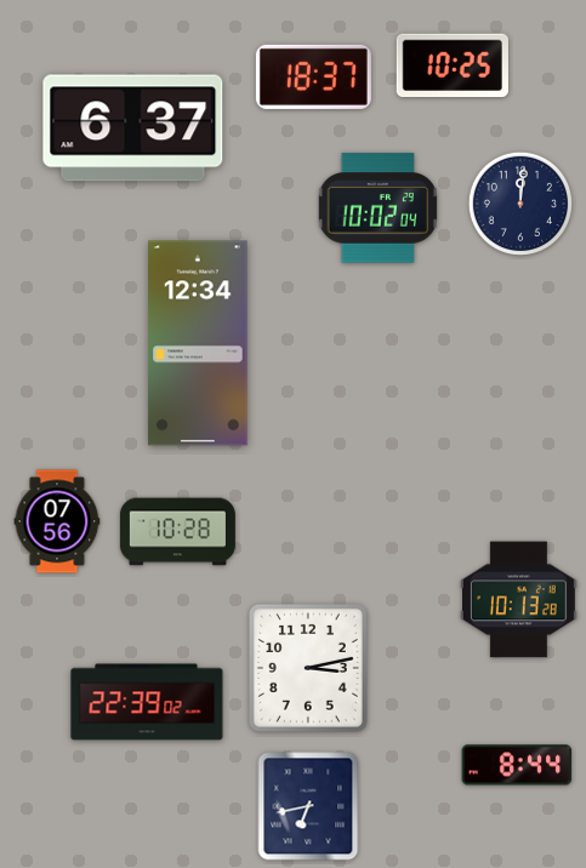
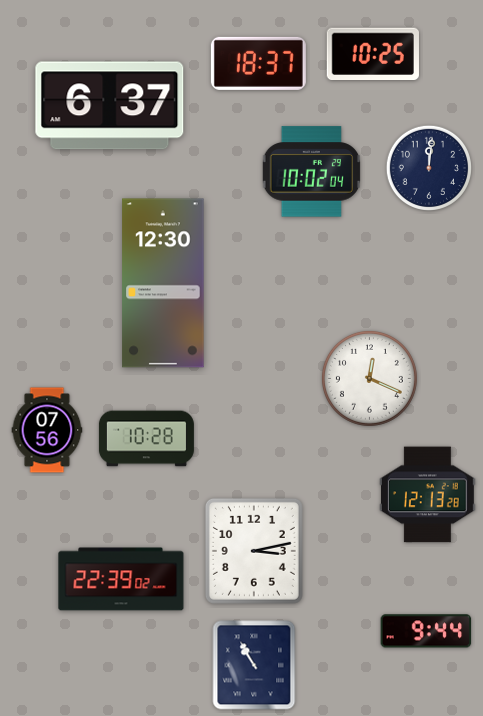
clock at (198, 343): 12:34 -> 12:30
clock at (369, 378): none -> 12:19
clock at (519, 600): 10:13 -> 12:13
clock at (517, 765): 8:44 -> 9:44
clock at (308, 806): 6:43 -> 10:55
